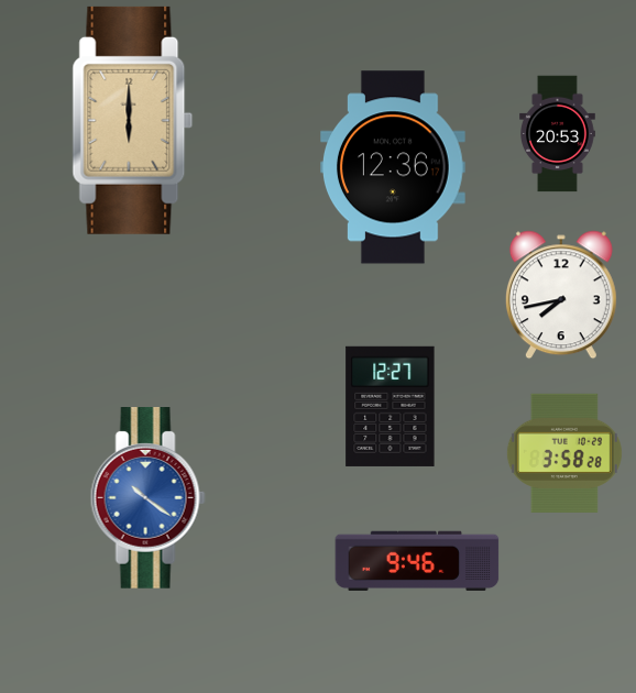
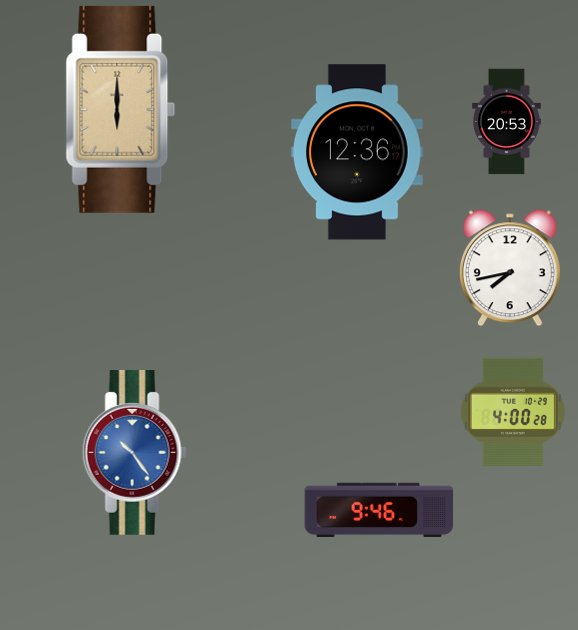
clock at (391, 406): 12:27 -> none
clock at (564, 453): 3:58 -> 4:00
clock at (147, 498): 10:21 -> 10:24
